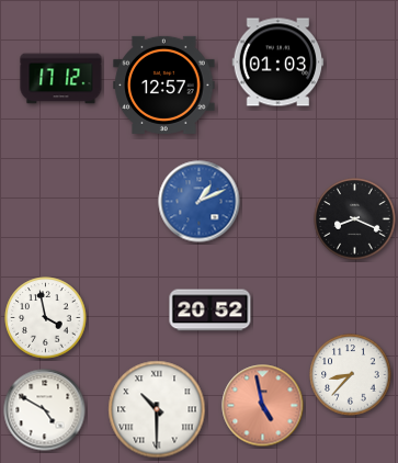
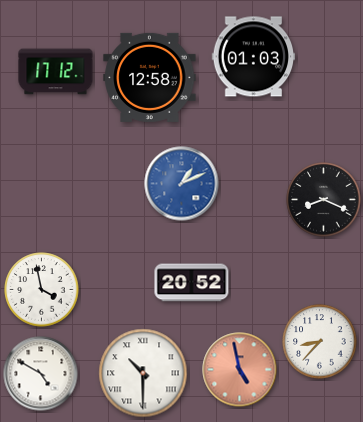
clock at (164, 84): 12:57 -> 12:58
